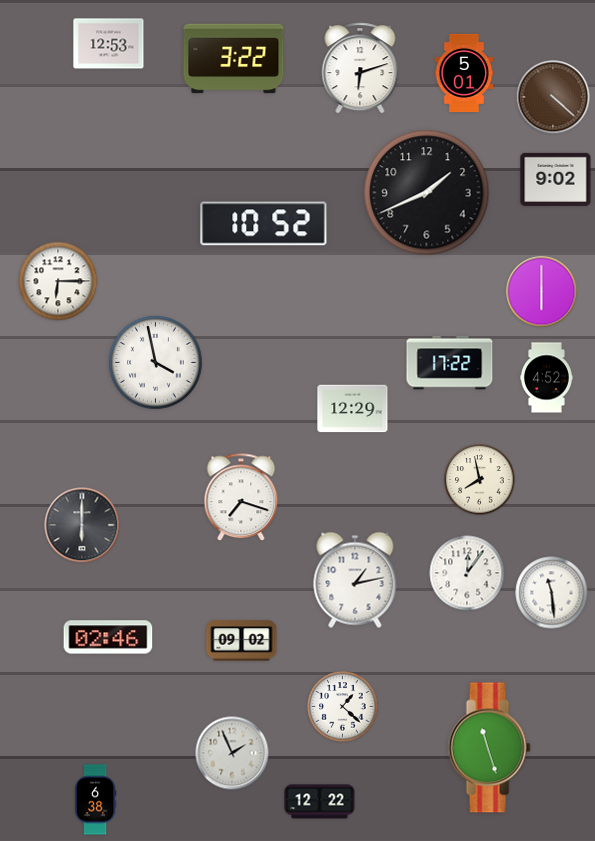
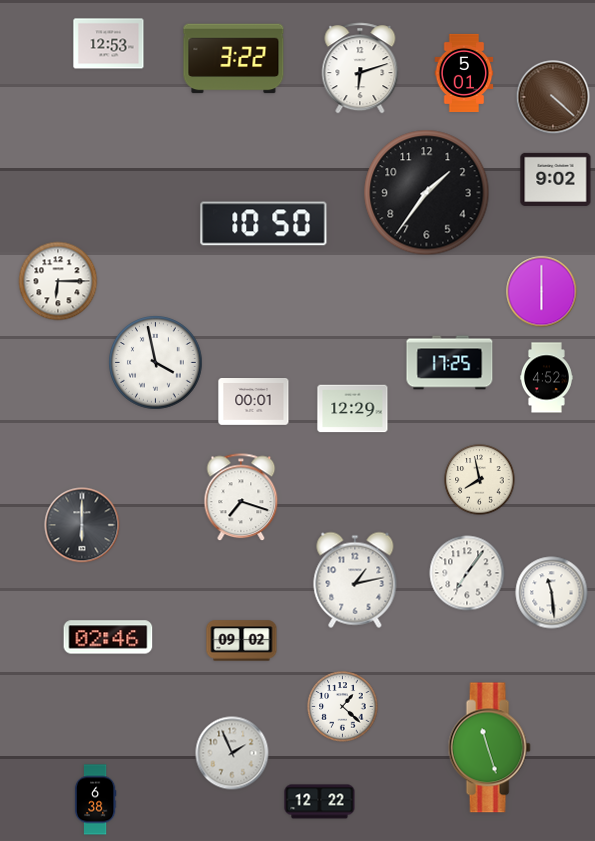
clock at (427, 193): 1:41 -> 1:36
clock at (264, 224): 10:52 -> 10:50
clock at (450, 363): 17:22 -> 17:25
clock at (254, 402): none -> 00:01
clock at (467, 573): 12:06 -> 7:06
